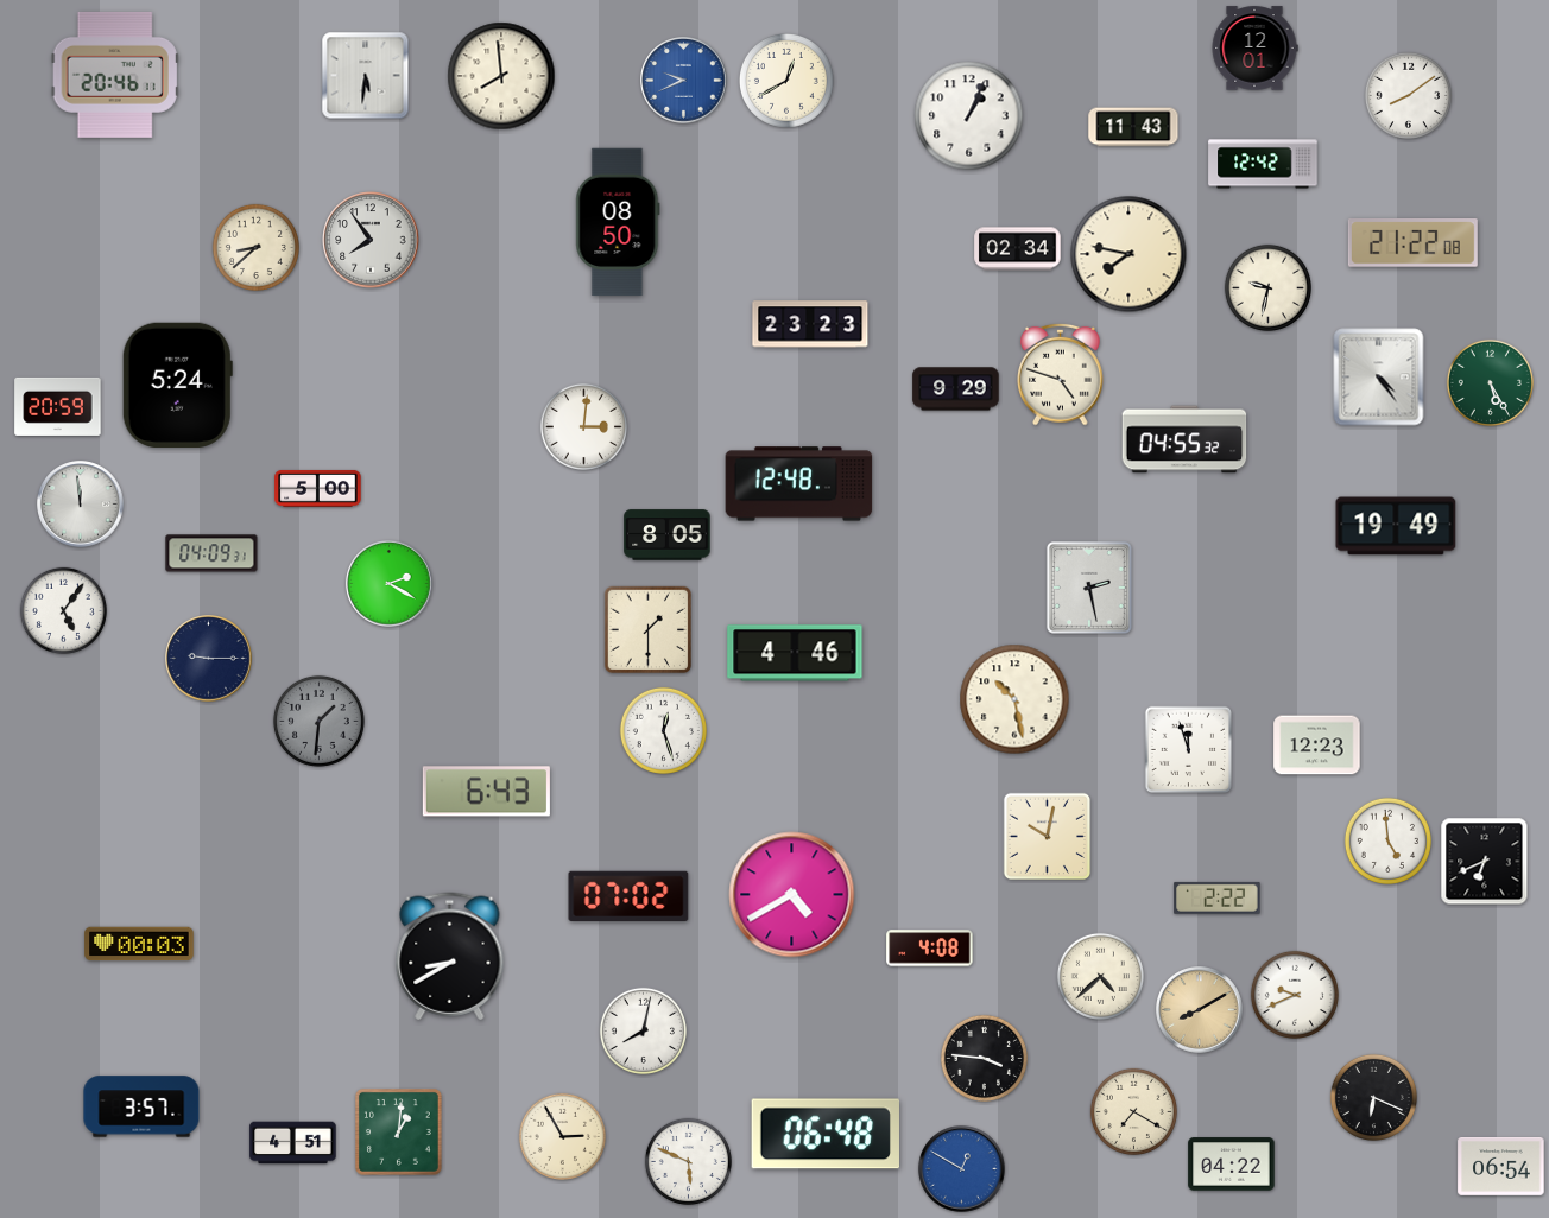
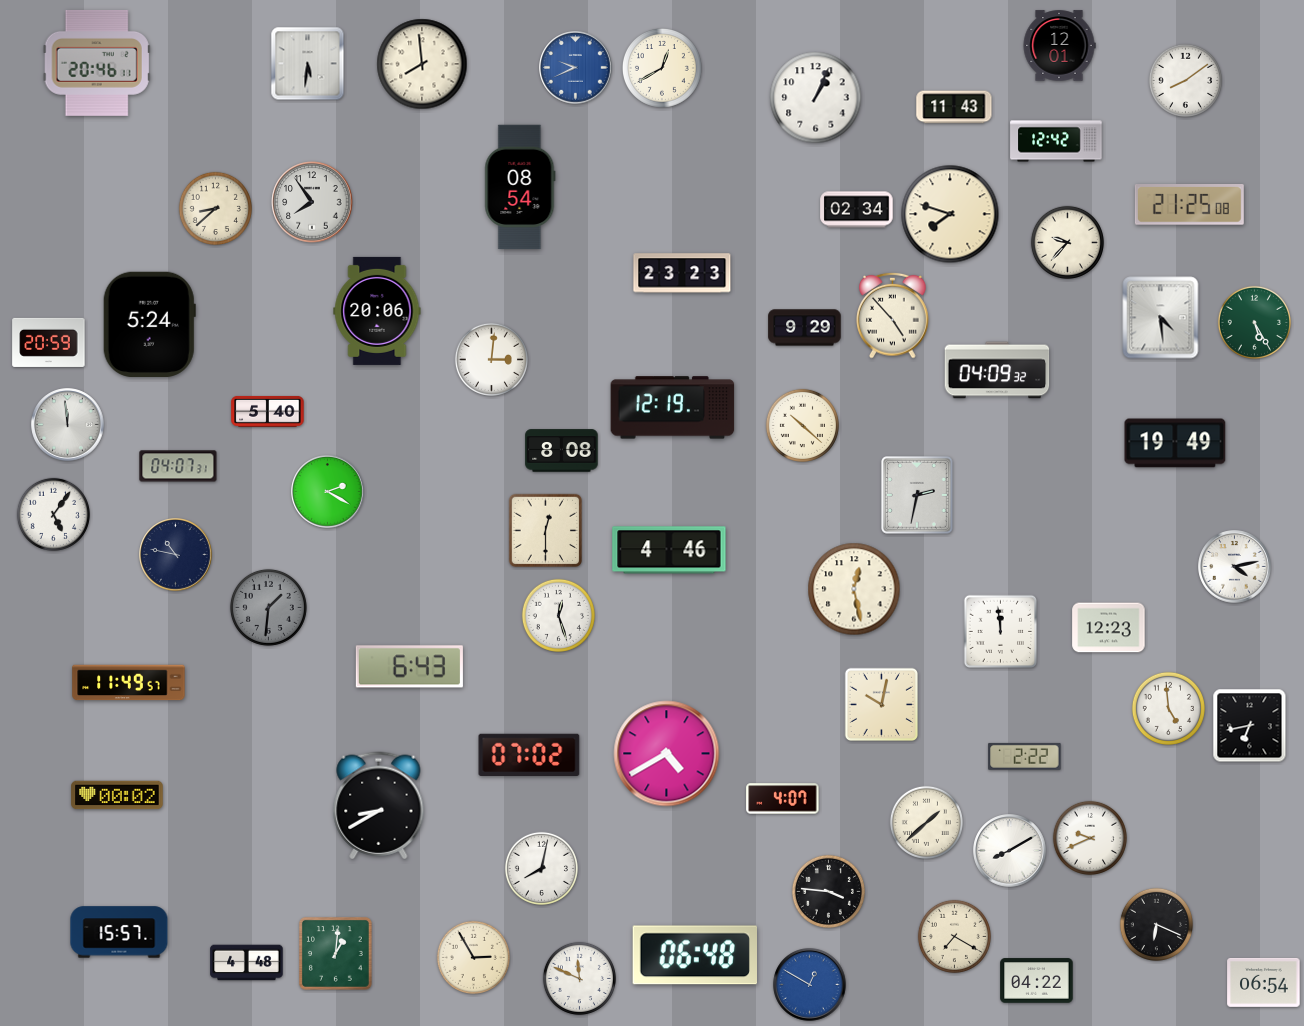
clock at (1254, 49) position: (1254, 49) -> (1059, 46)
clock at (1263, 164) position: (1263, 164) -> (1056, 141)
clock at (618, 222): 08:50 -> 08:54
clock at (1412, 243): 21:22 -> 21:25
clock at (1128, 254): 7:47 -> 7:48
clock at (1267, 287): 9:32 -> 9:37
clock at (377, 311): none -> 20:06
clock at (1061, 374): 4:48 -> 4:53
clock at (1379, 378): 4:24 -> 4:29
clock at (1184, 439): 04:55 -> 04:09
clock at (799, 484): 12:48 -> 12:19
clock at (318, 488): 5:00 -> 5:40
clock at (802, 425): none -> 10:22
clock at (668, 535): 8:05 -> 8:08
clock at (211, 553): 04:09 -> 04:07
clock at (1090, 589): 2:28 -> 2:32
clock at (649, 630): 1:30 -> 12:30
clock at (209, 659): 9:15 -> 10:47
clock at (1235, 567): none -> 4:13
clock at (1014, 699): 10:28 -> 12:28
clock at (1189, 750): 11:57 -> 11:59
clock at (129, 683): none -> 11:49
clock at (1485, 862): 6:41 -> 6:43
clock at (139, 944): 00:03 -> 00:02
clock at (930, 949): 4:08 -> 4:07
clock at (1100, 976): 4:38 -> 1:38
clock at (1200, 1010) dial: champagne -> white
clock at (141, 1106): 3:57 -> 15:57
clock at (293, 1143): 4:51 -> 4:48
clock at (688, 1161): 5:49 -> 11:49
